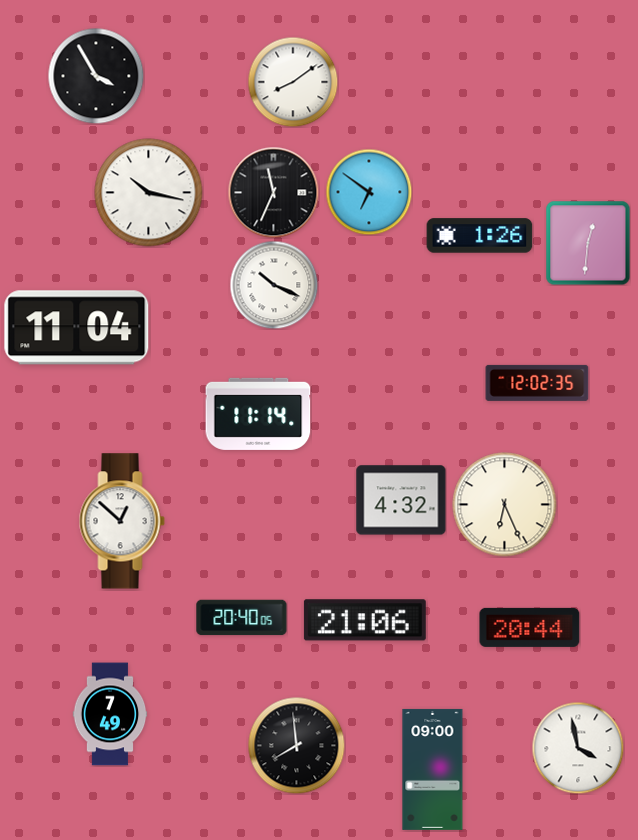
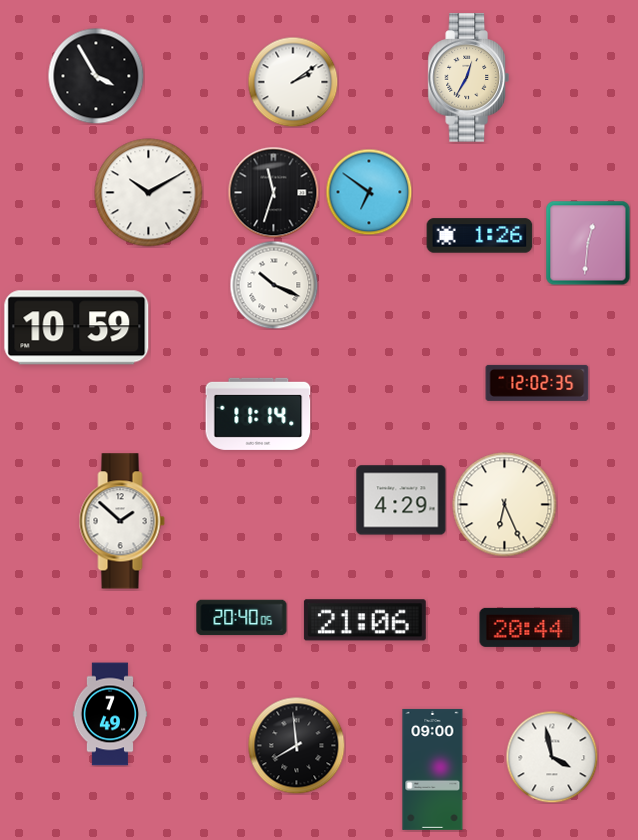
clock at (468, 78): none -> 12:35
clock at (293, 82): 8:09 -> 2:09
clock at (273, 192): 11:34 -> 11:33
clock at (149, 193): 10:17 -> 10:10
clock at (77, 328): 11:04 -> 10:59
clock at (401, 500): 4:32 -> 4:29
clock at (122, 521): 12:52 -> 1:52
clock at (578, 748) position: (578, 748) -> (552, 757)
